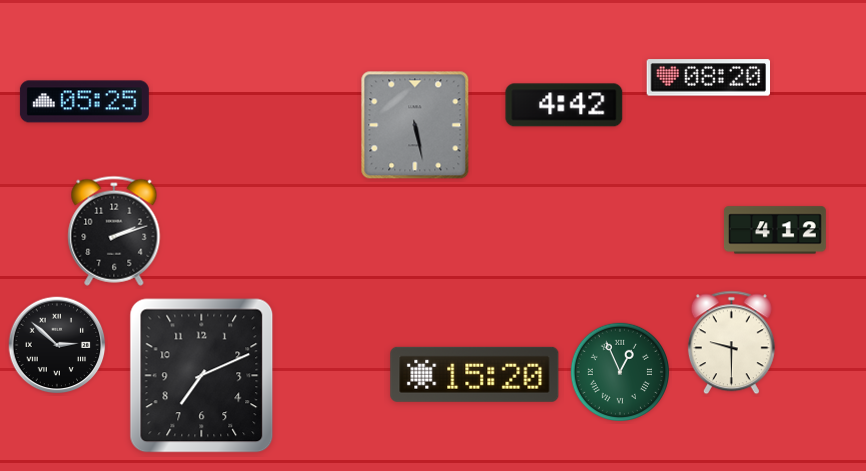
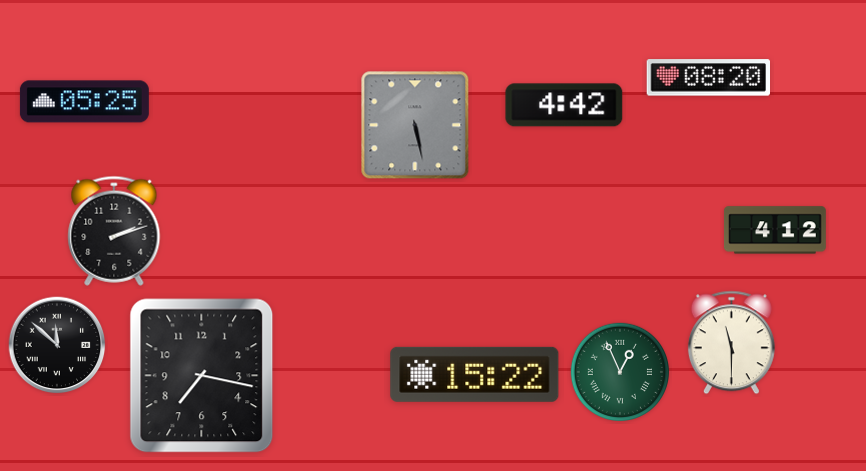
clock at (731, 343): 9:30 -> 11:30
clock at (57, 345): 2:52 -> 11:52
clock at (475, 374): 15:20 -> 15:22
clock at (202, 376): 7:11 -> 7:17
